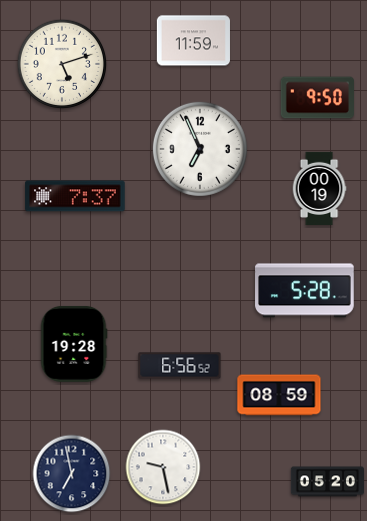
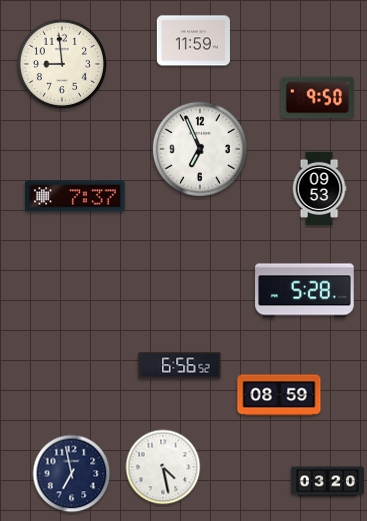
clock at (61, 63): 5:12 -> 8:59
clock at (319, 188): 00:19 -> 09:53
clock at (74, 344): 19:28 -> none
clock at (163, 467): 9:28 -> 4:28
clock at (327, 482): 05:20 -> 03:20
